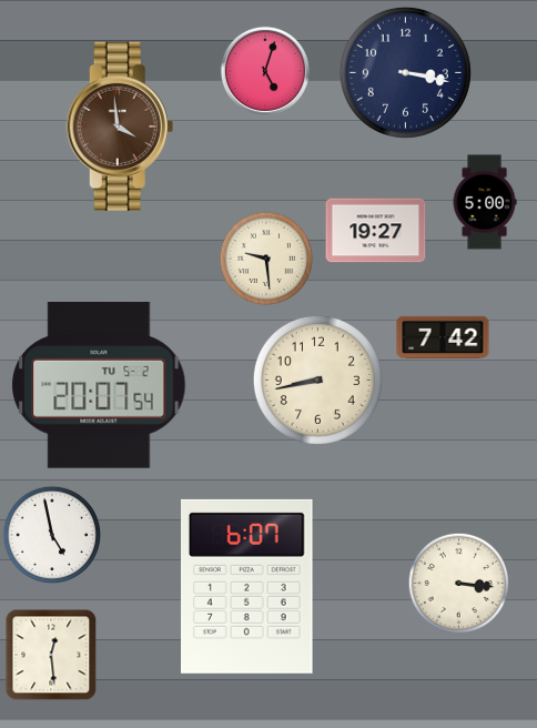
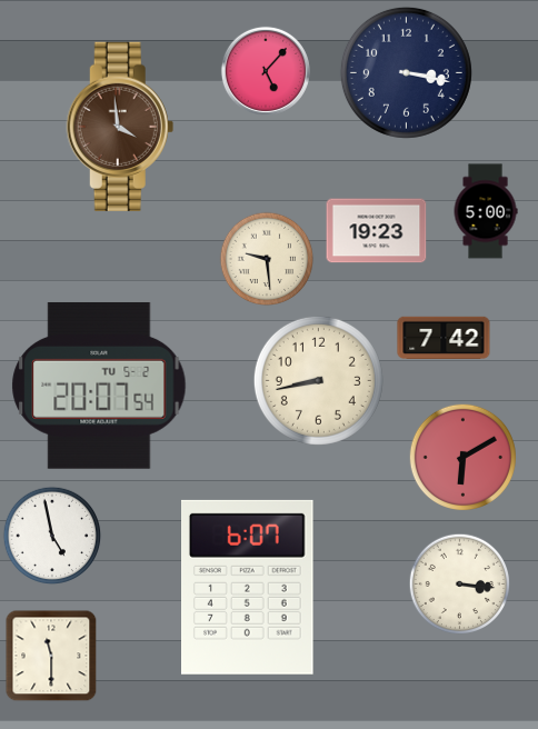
clock at (265, 71): 5:03 -> 5:07
clock at (485, 202) position: (485, 202) -> (486, 211)
clock at (376, 231): 19:27 -> 19:23
clock at (462, 457): none -> 6:10
clock at (51, 655): 12:29 -> 11:30
